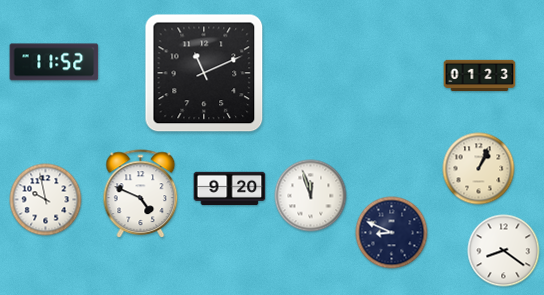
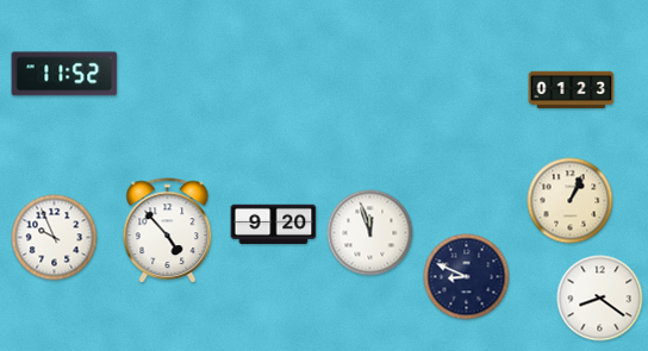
clock at (204, 73): 11:11 -> none
clock at (141, 194): 4:49 -> 4:53
clock at (46, 200): 9:58 -> 9:56
